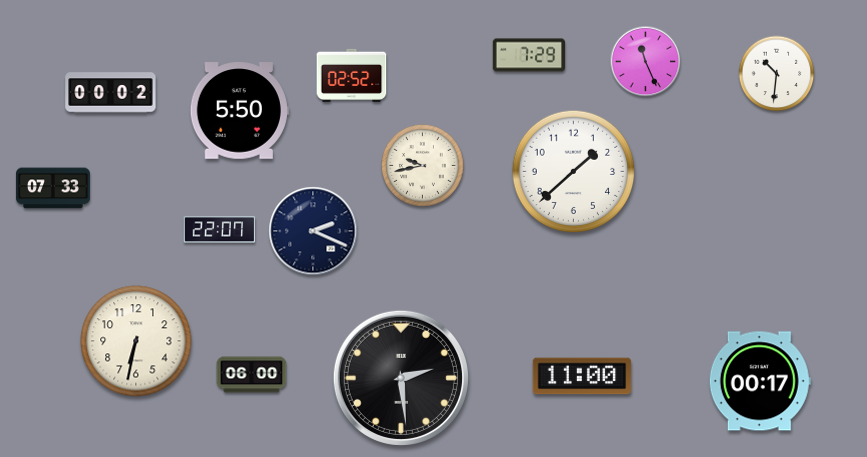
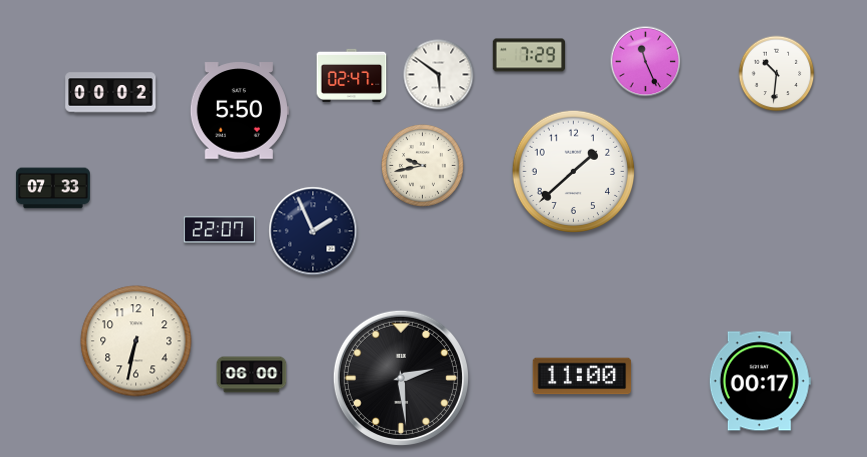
clock at (352, 75): 02:52 -> 02:47
clock at (439, 75): none -> 5:51
clock at (313, 231): 2:19 -> 1:56
